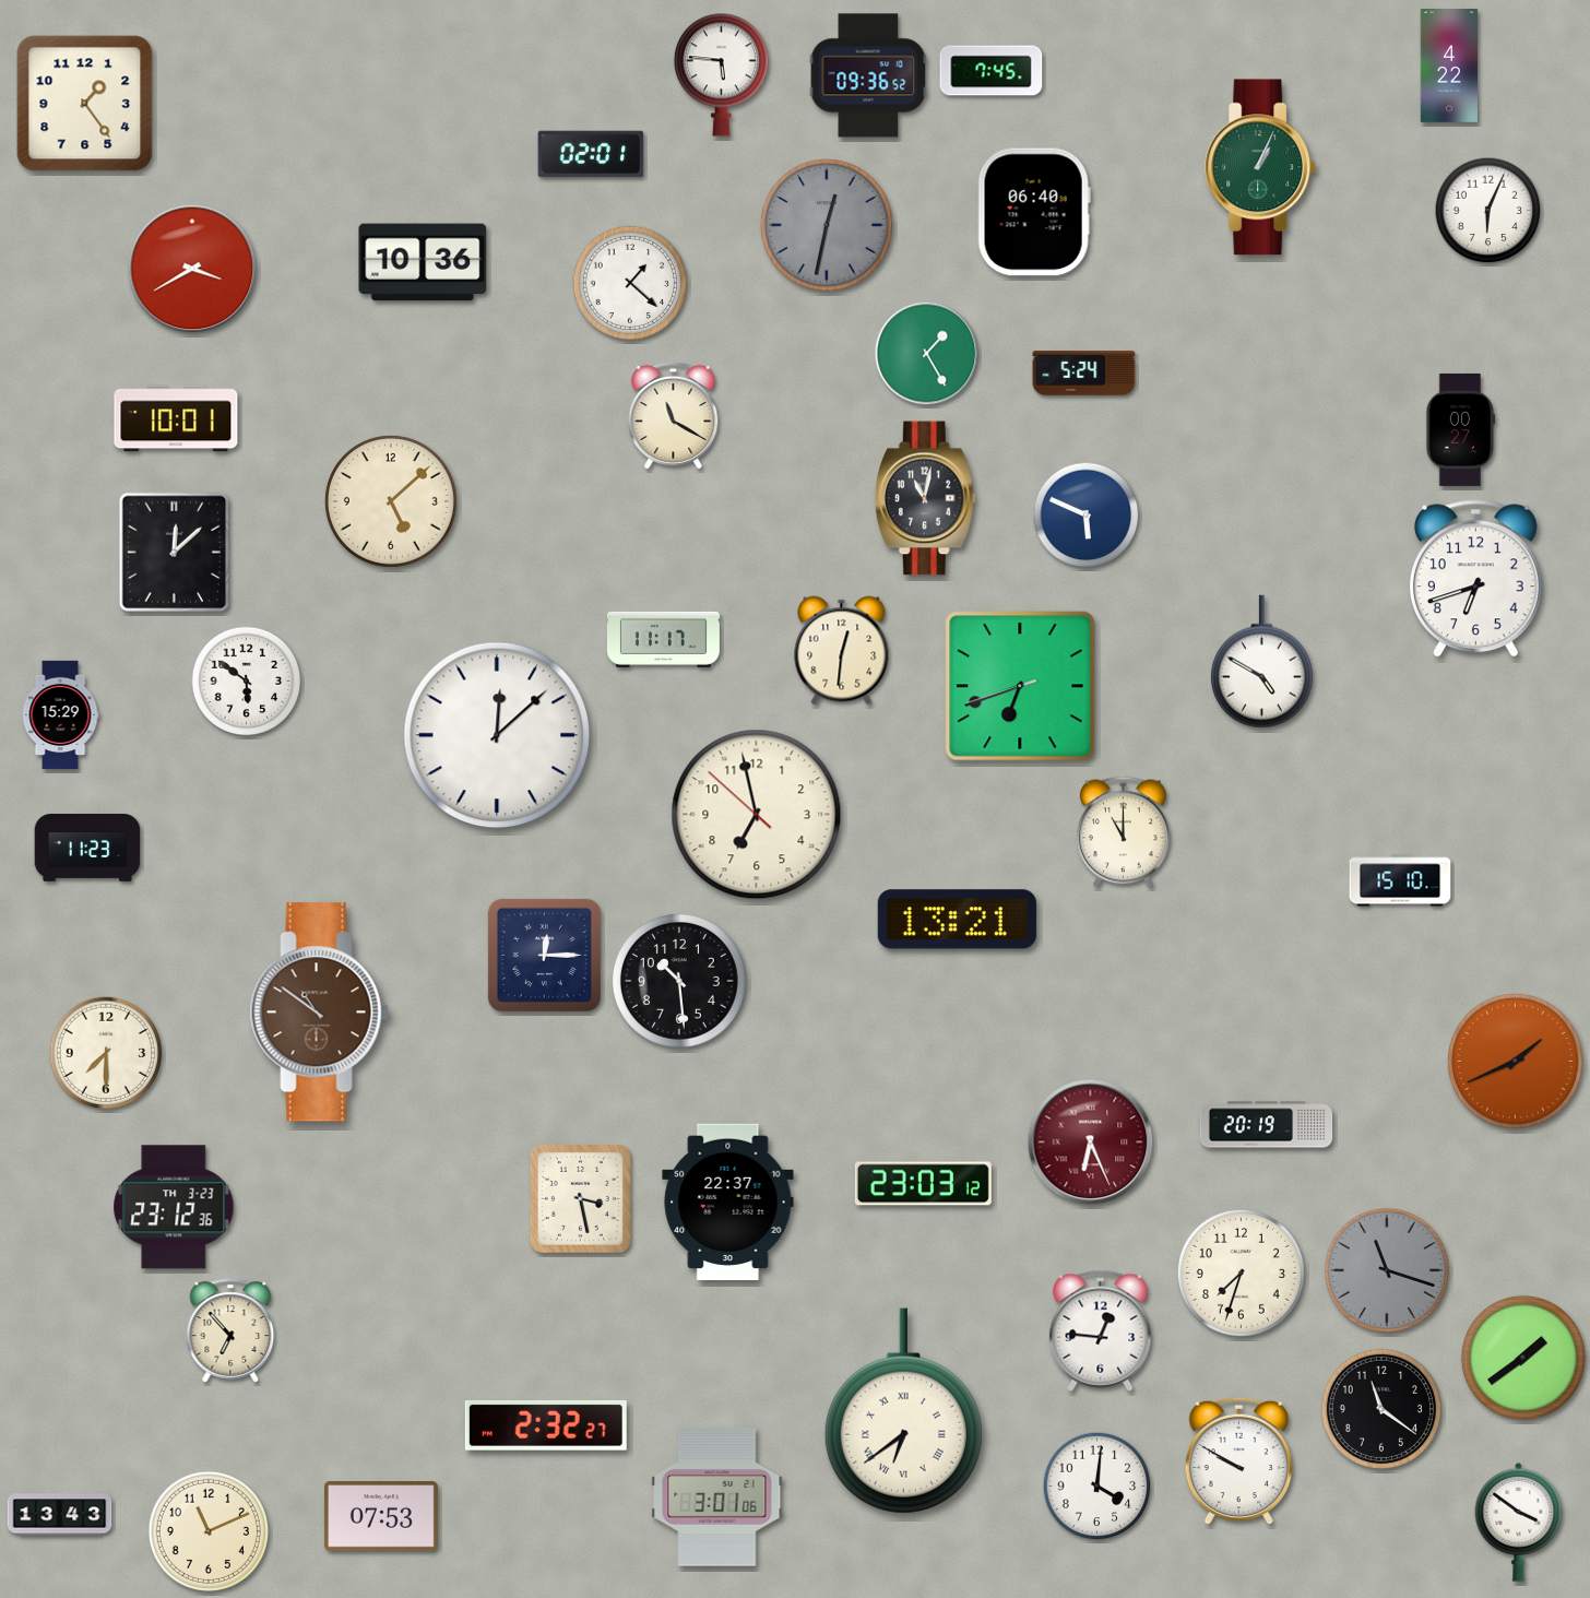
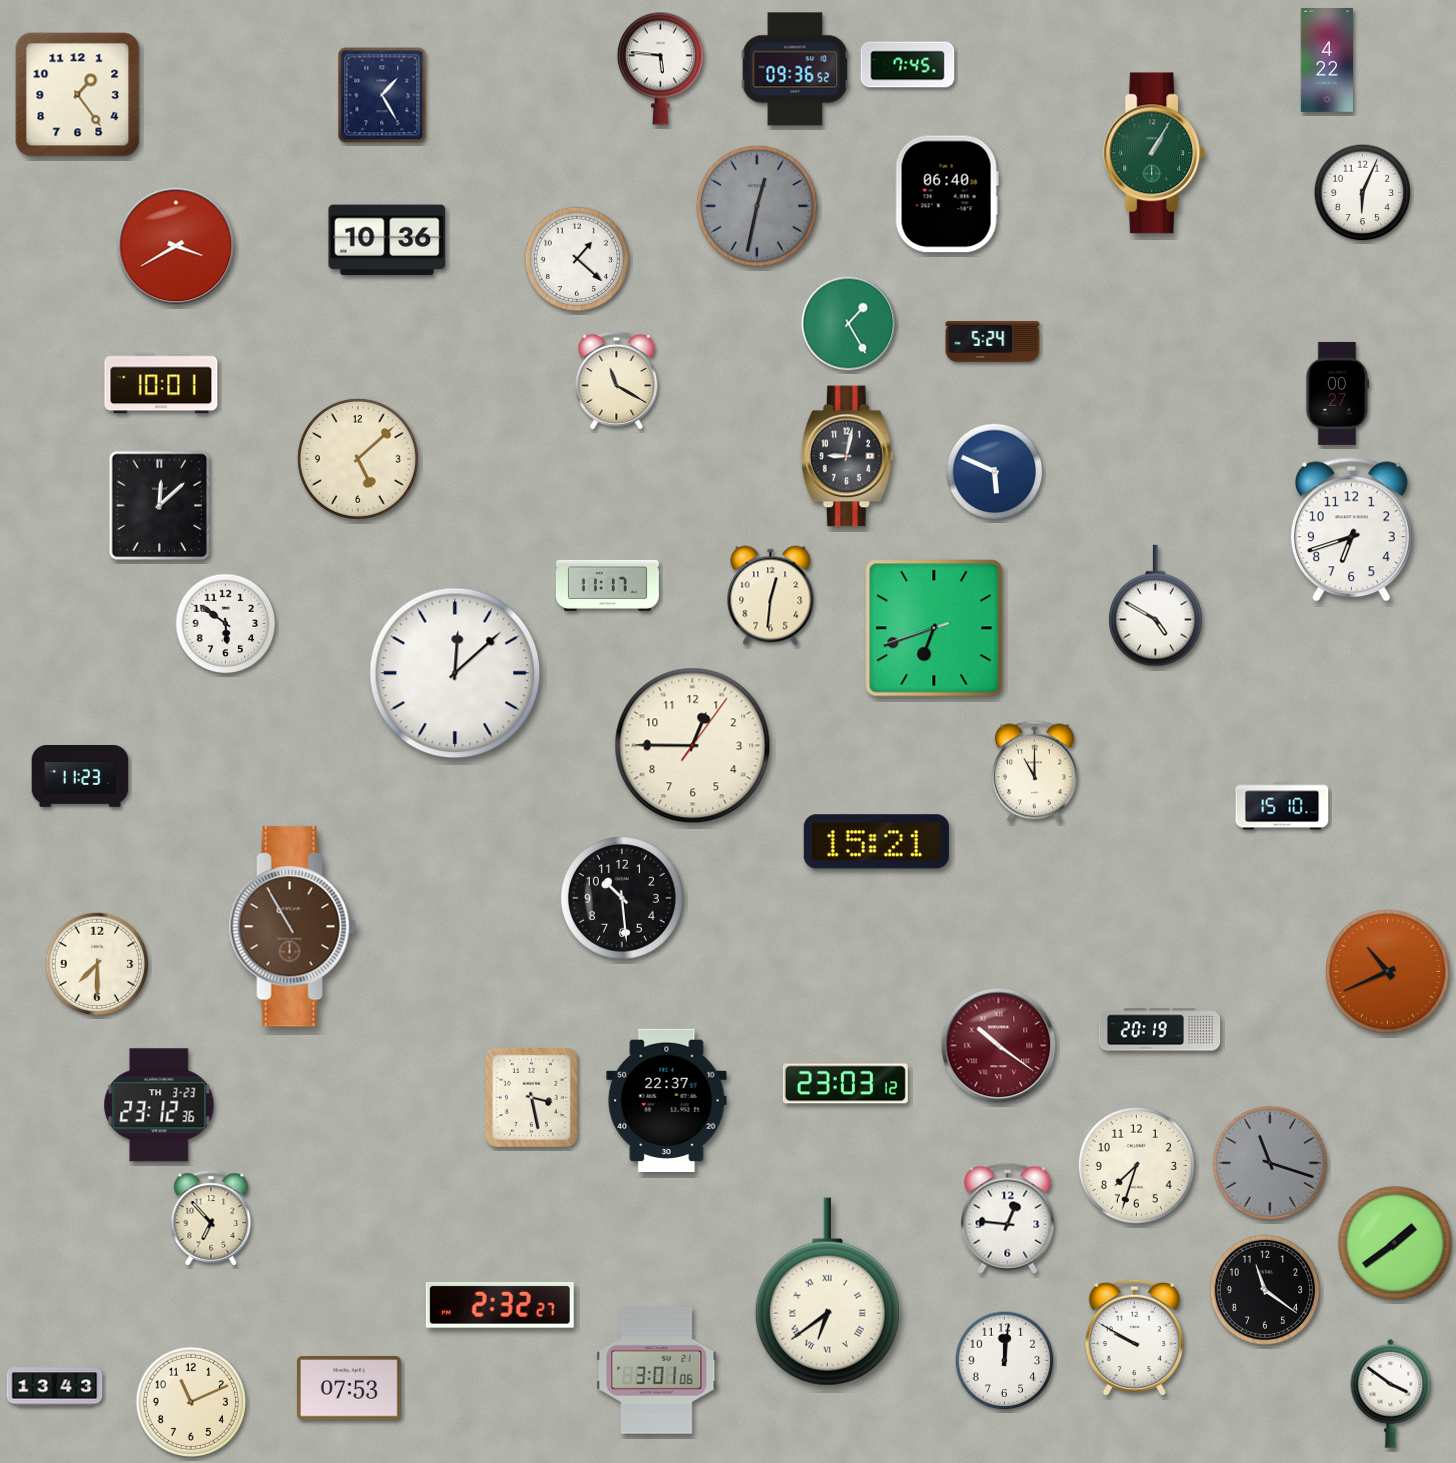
clock at (382, 95): none -> 1:25
clock at (591, 154): 02:01 -> none
clock at (1261, 167): 1:04 -> 1:05
clock at (925, 498): 11:02 -> 9:02
clock at (60, 715): 15:29 -> none
clock at (757, 815): 6:57 -> 12:45
clock at (1123, 832) position: (1123, 832) -> (1034, 772)
clock at (957, 920): 13:21 -> 15:21
clock at (544, 955): 12:15 -> none
clock at (319, 1013): 10:51 -> 10:55
clock at (1516, 1062): 1:41 -> 10:41
clock at (1091, 1143): 6:26 -> 10:21
clock at (1097, 1487): 4:01 -> 12:01
